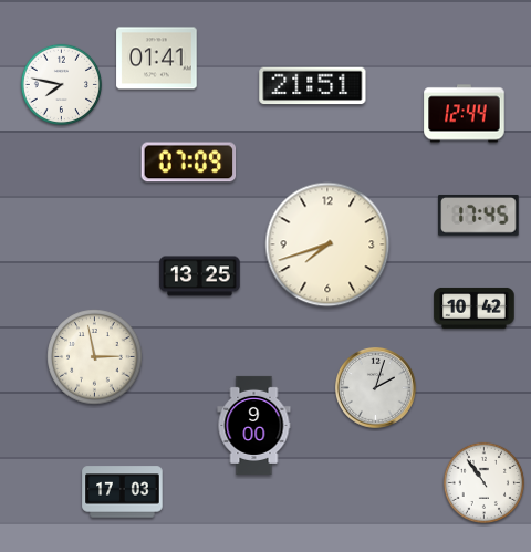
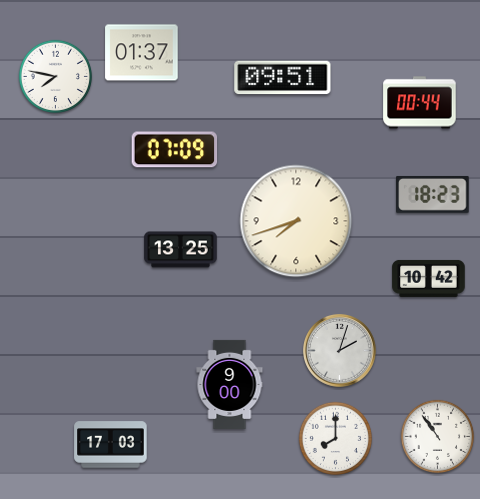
clock at (157, 59): 01:41 -> 01:37
clock at (313, 86): 21:51 -> 09:51
clock at (465, 114): 12:44 -> 00:44
clock at (189, 163) position: (189, 163) -> (175, 150)
clock at (479, 215): 17:45 -> 18:23
clock at (95, 357): 2:58 -> none
clock at (336, 439): none -> 8:00
